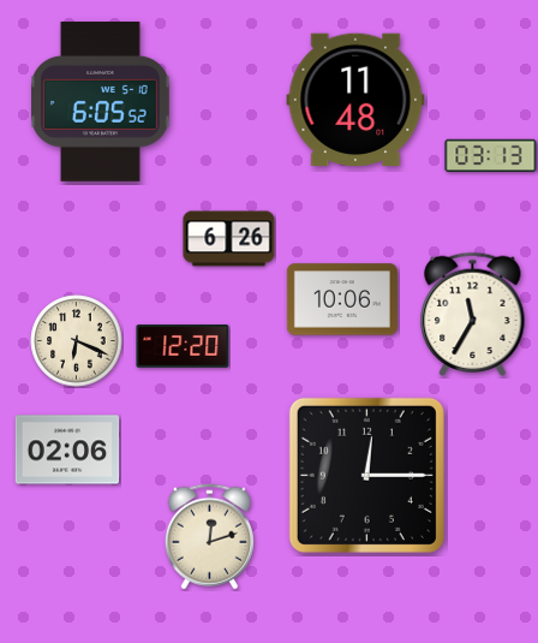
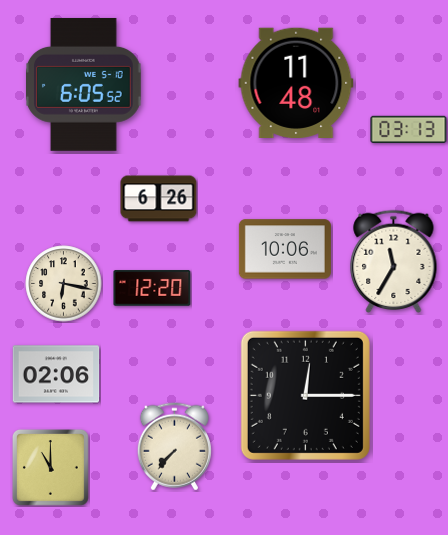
clock at (229, 239) position: (229, 239) -> (159, 199)
clock at (77, 341): 6:19 -> 6:17
clock at (209, 537): 12:12 -> 7:37
clock at (50, 467): none -> 11:00
